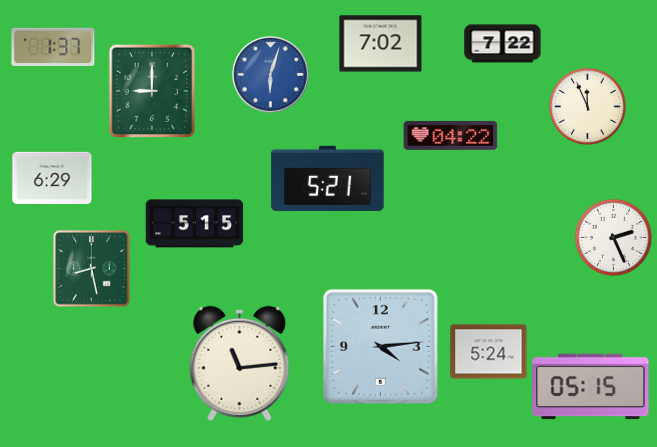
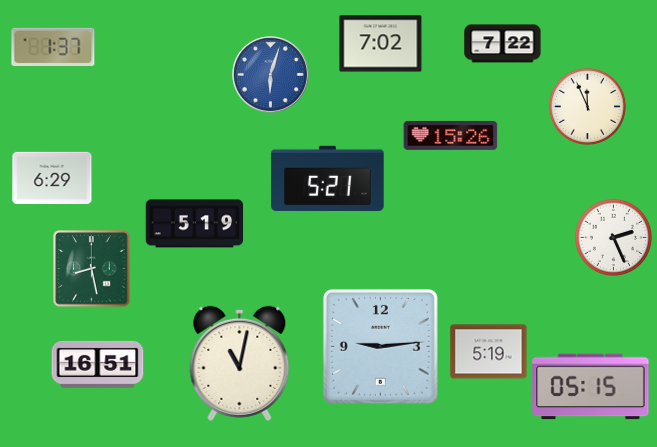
clock at (152, 91): 9:00 -> none
clock at (451, 135): 04:22 -> 15:26
clock at (195, 224): 5:15 -> 5:19
clock at (380, 346): 4:14 -> 9:14
clock at (489, 352): 5:24 -> 5:19
clock at (240, 363): 11:14 -> 11:02
clock at (98, 364): none -> 16:51
